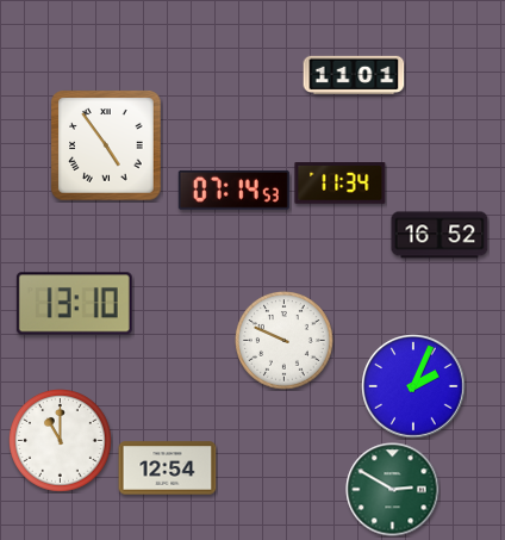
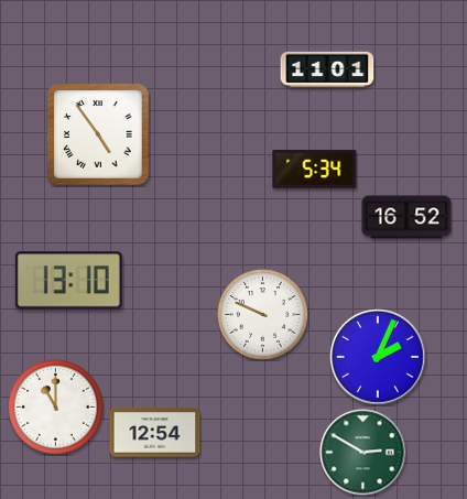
clock at (341, 184): 11:34 -> 5:34
clock at (233, 190): 07:14 -> none
clock at (413, 386) position: (413, 386) -> (378, 357)
